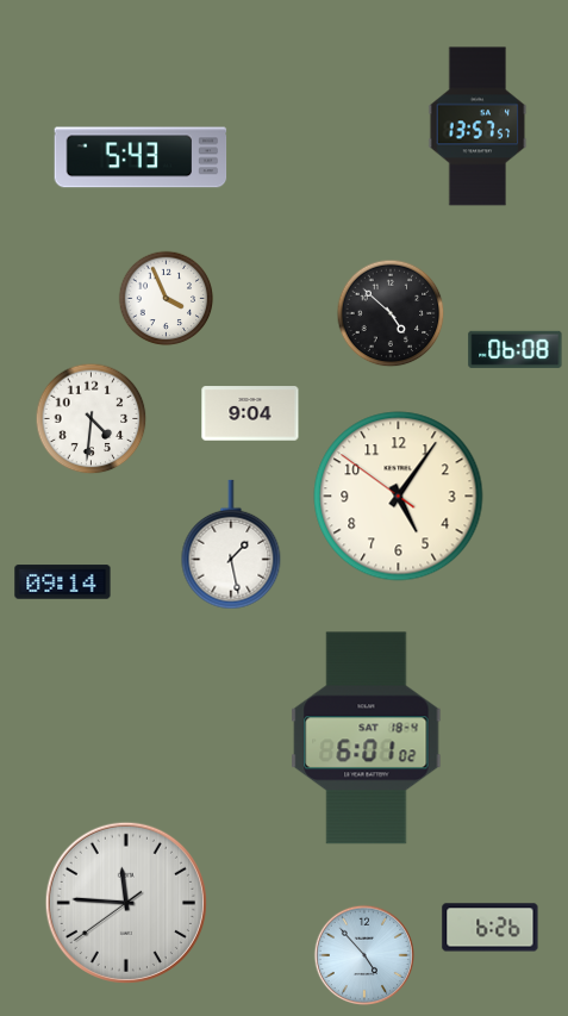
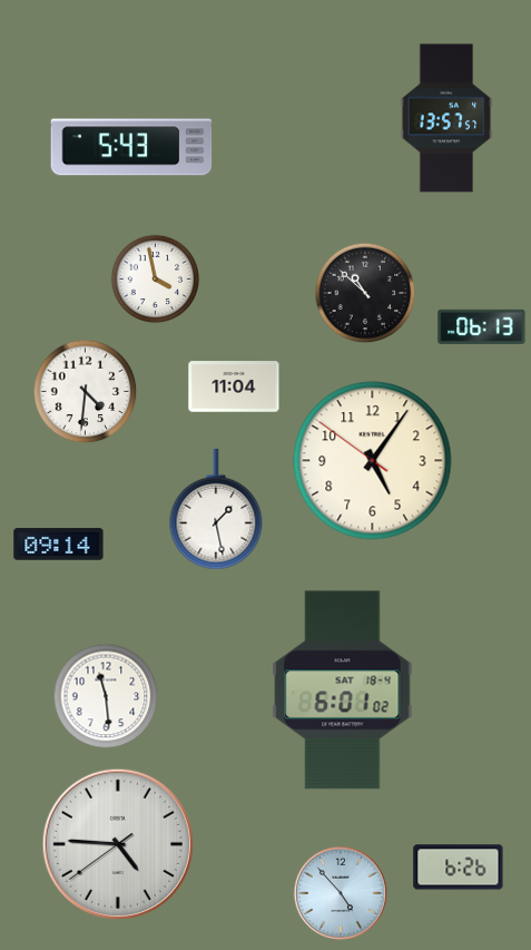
clock at (166, 298): 3:56 -> 3:58
clock at (391, 313): 4:52 -> 10:52
clock at (516, 349): 06:08 -> 06:13
clock at (250, 413): 9:04 -> 11:04
clock at (399, 497) position: (399, 497) -> (373, 461)
clock at (106, 696): none -> 11:29
clock at (126, 903): 11:45 -> 4:45
